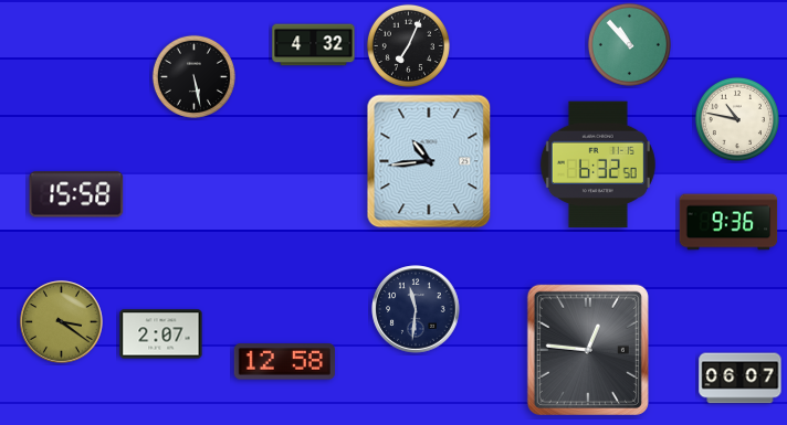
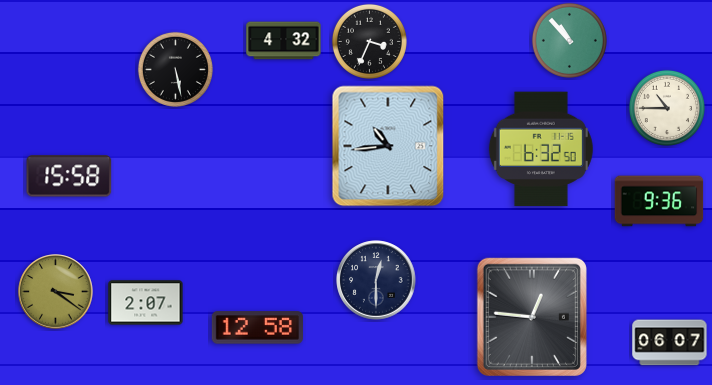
clock at (408, 45): 7:04 -> 3:34
clock at (737, 119): 10:47 -> 10:45
clock at (416, 309): 11:31 -> 12:30
